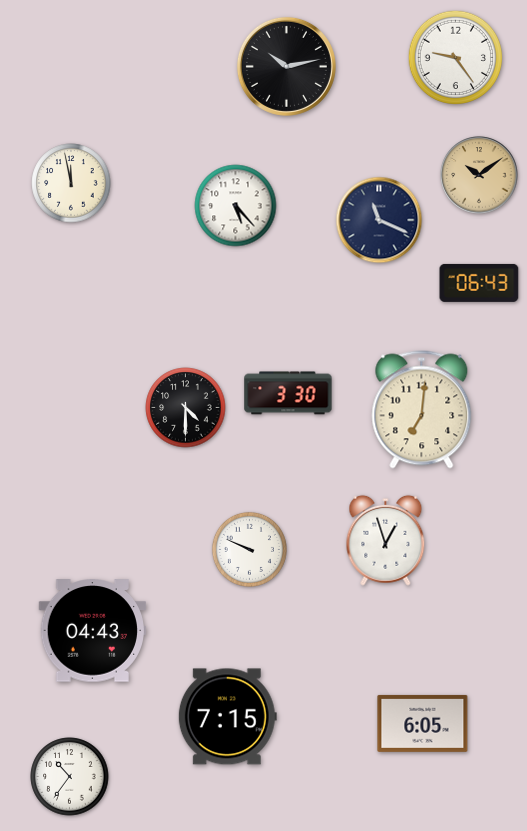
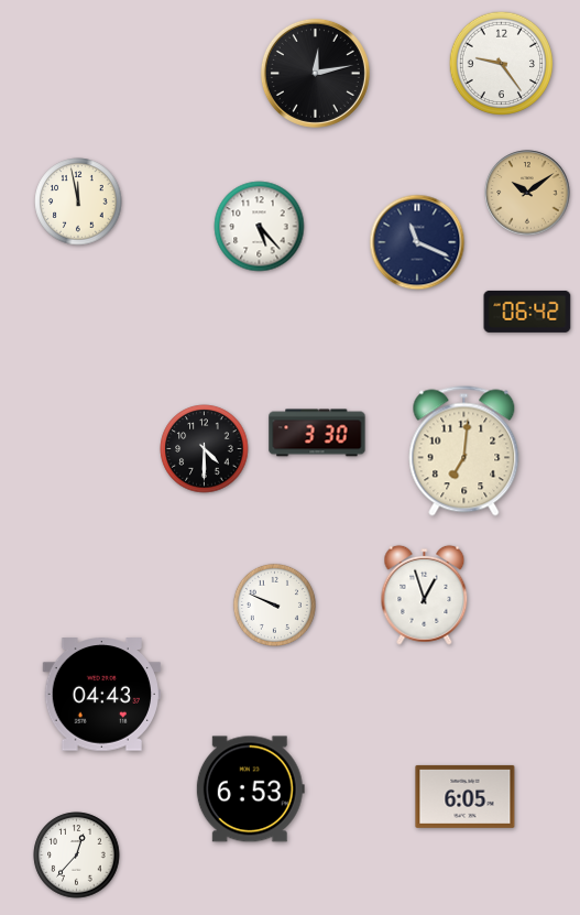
clock at (286, 66): 10:13 -> 12:13
clock at (479, 283): 06:43 -> 06:42
clock at (227, 717): 7:15 -> 6:53
clock at (70, 777): 10:36 -> 12:37
